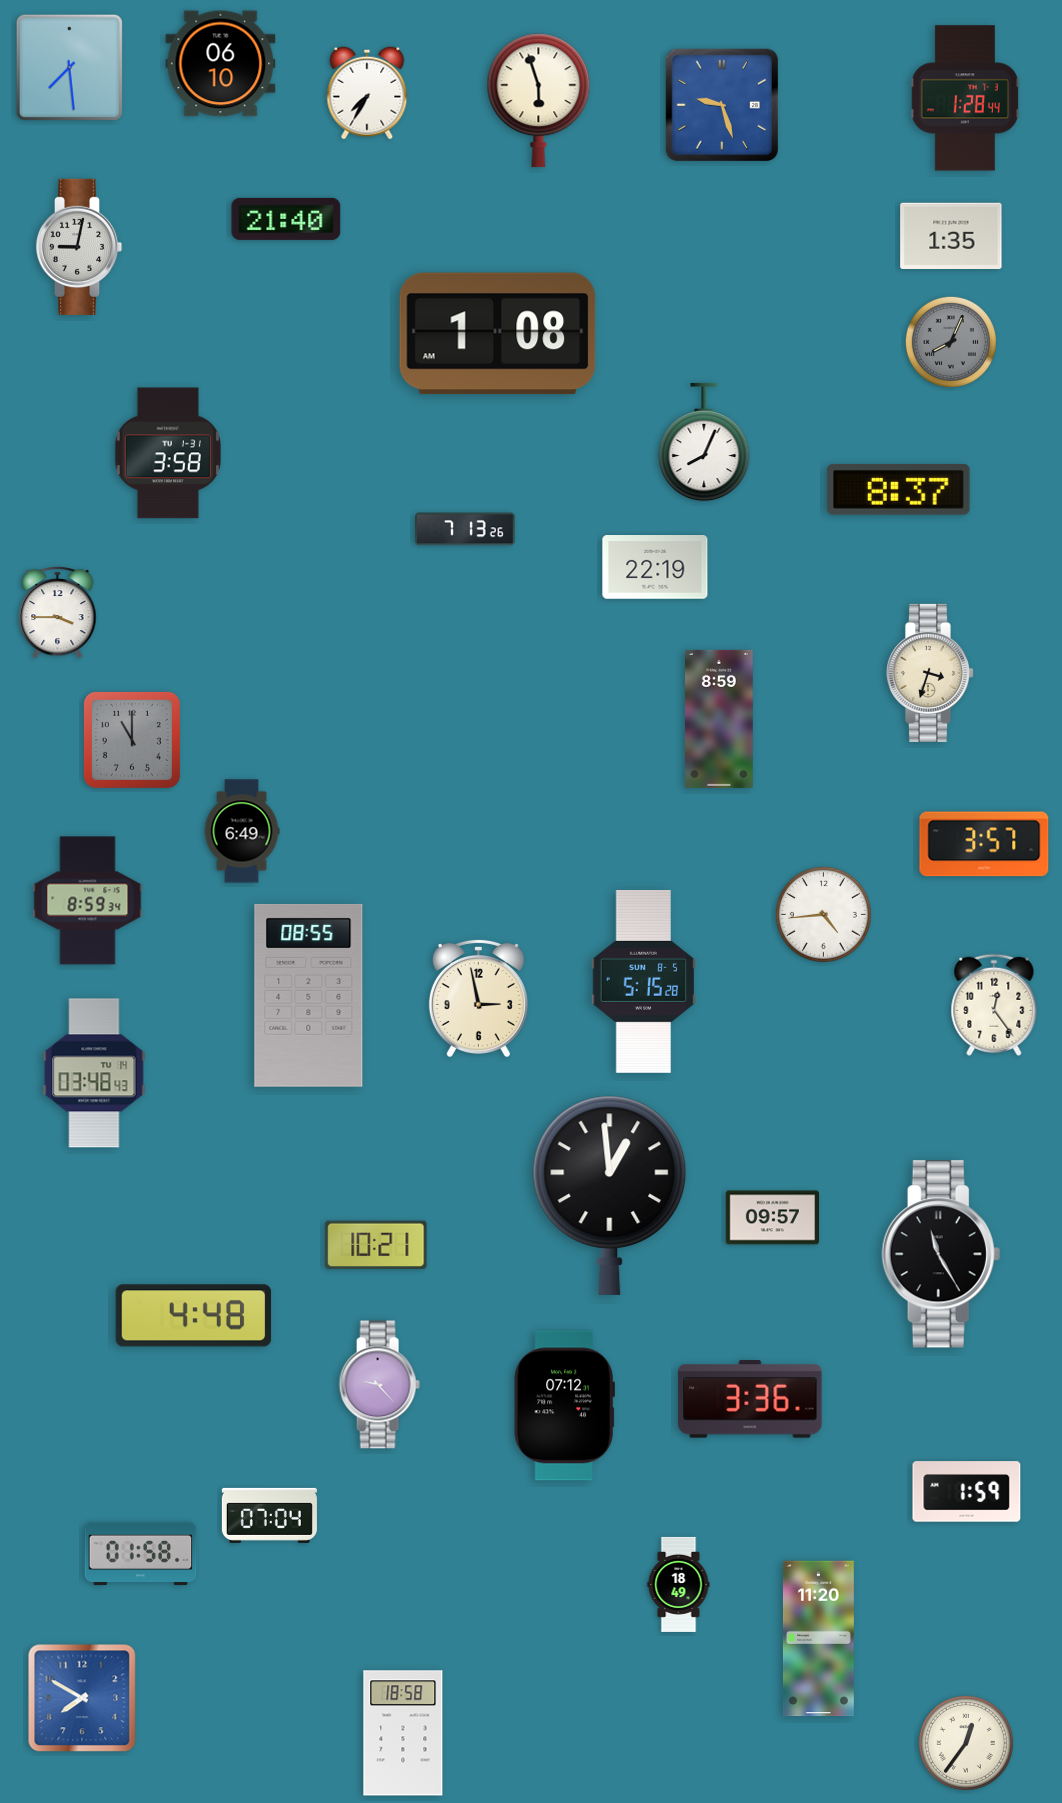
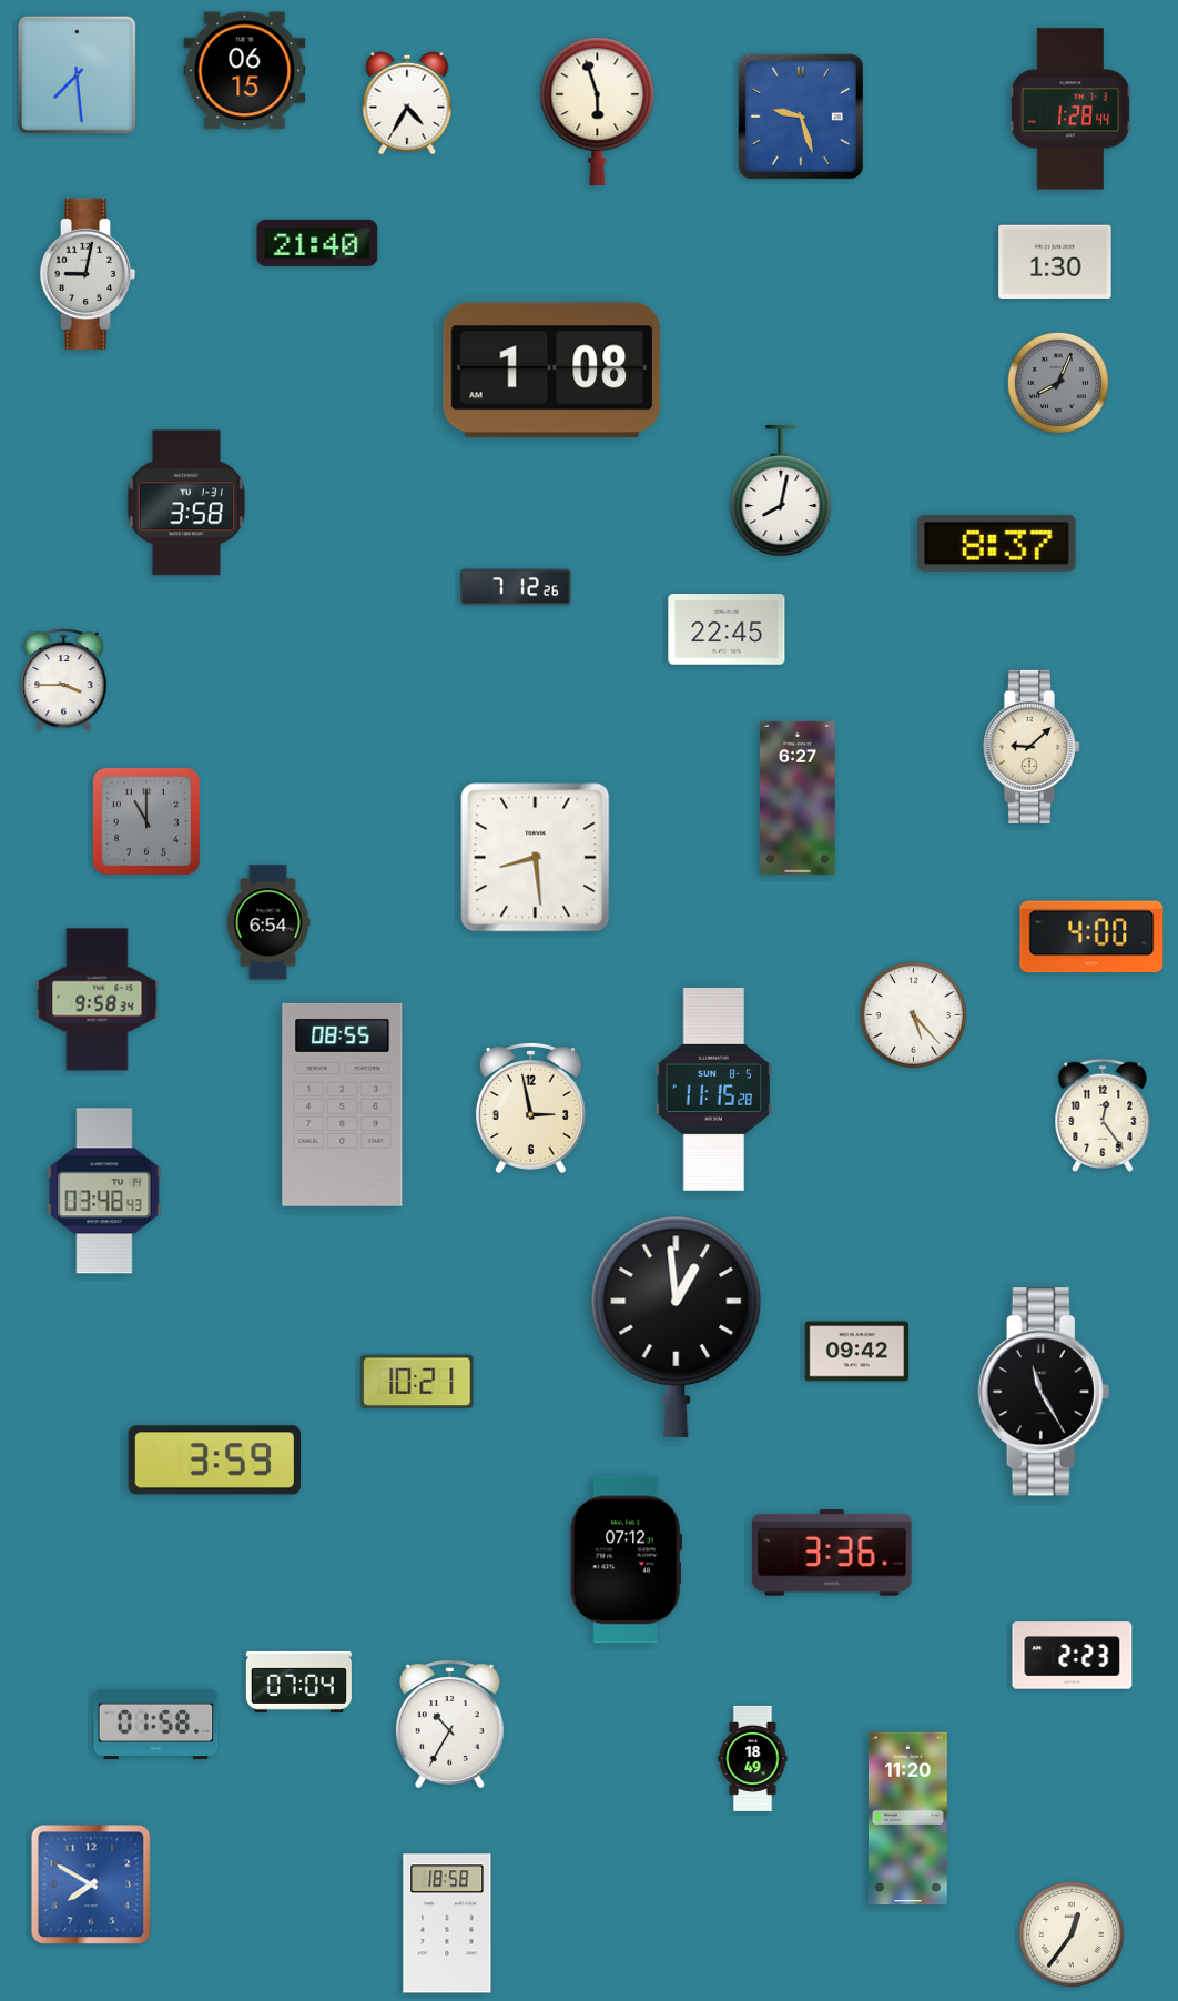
clock at (221, 64): 06:10 -> 06:15
clock at (367, 93): 7:35 -> 4:35
clock at (951, 235): 1:35 -> 1:30
clock at (951, 342) position: (951, 342) -> (1058, 383)
clock at (704, 442): 8:04 -> 8:02
clock at (465, 529): 7:13 -> 7:12
clock at (655, 568): 22:19 -> 22:45
clock at (930, 673): 3:33 -> 9:08
clock at (720, 719): 8:59 -> 6:27
clock at (536, 858): none -> 8:29
clock at (242, 831): 6:49 -> 6:54
clock at (984, 844): 3:57 -> 4:00
clock at (88, 901): 8:59 -> 9:58
clock at (823, 914): 4:44 -> 5:23
clock at (644, 981): 5:15 -> 11:15
clock at (772, 1218): 09:57 -> 09:42
clock at (194, 1316): 4:48 -> 3:59
clock at (379, 1385): 9:23 -> none
clock at (967, 1492): 1:59 -> 2:23
clock at (449, 1725): none -> 10:35
